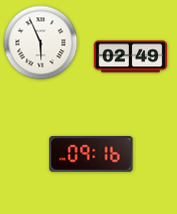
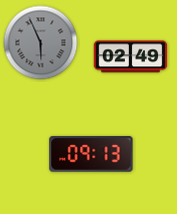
clock at (41, 43) dial: white -> grey
clock at (91, 154): 09:16 -> 09:13
